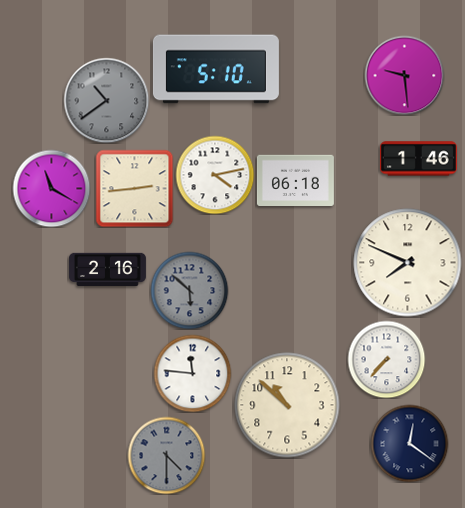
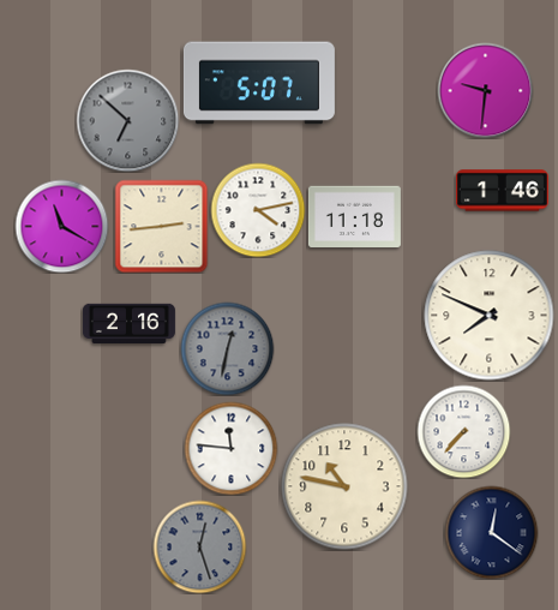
clock at (216, 69): 5:10 -> 5:07
clock at (404, 75): 9:29 -> 9:31
clock at (106, 100): 10:39 -> 6:52
clock at (295, 181): 06:18 -> 11:18
clock at (189, 290): 5:52 -> 12:32
clock at (287, 405): 10:52 -> 10:47
clock at (166, 455): 4:30 -> 12:27
